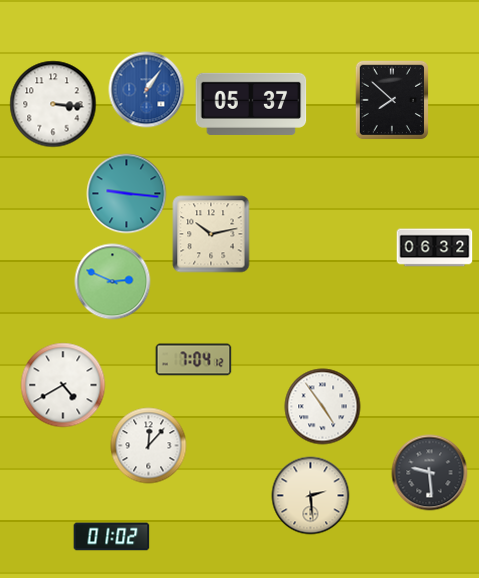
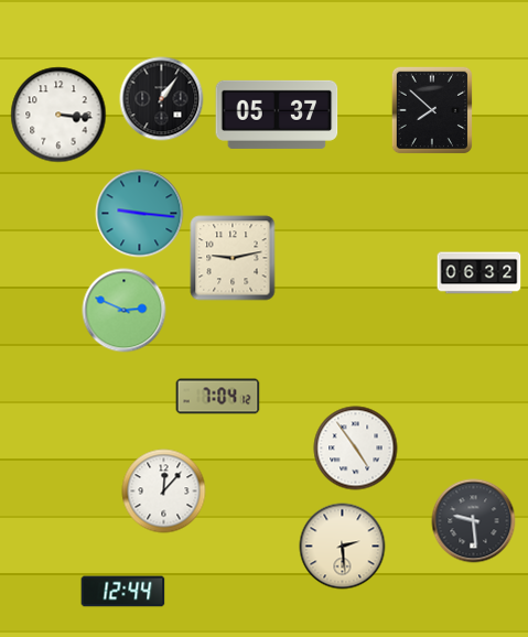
clock at (147, 90) dial: blue -> black
clock at (211, 234): 10:13 -> 9:13
clock at (194, 360) position: (194, 360) -> (218, 397)
clock at (63, 385): 4:40 -> none
clock at (112, 537): 01:02 -> 12:44
